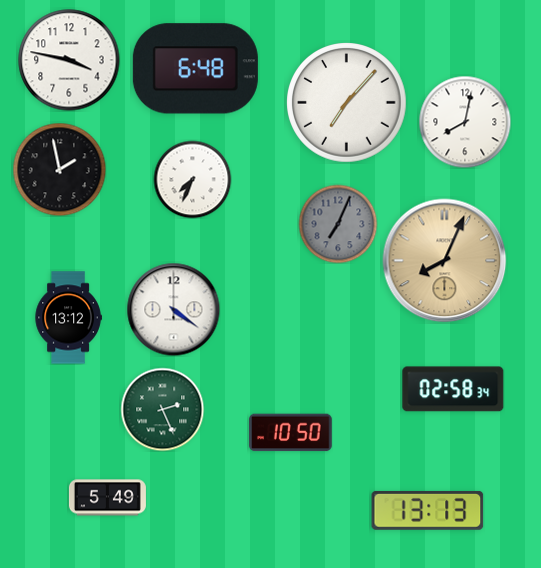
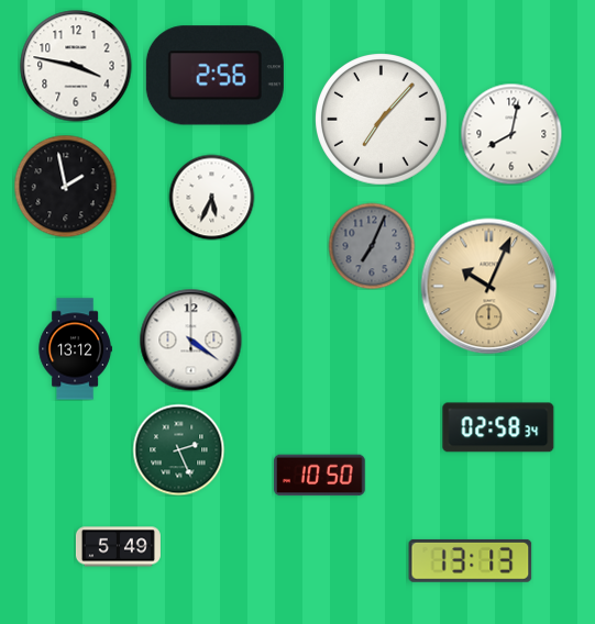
clock at (195, 69): 6:48 -> 2:56
clock at (347, 103) position: (347, 103) -> (382, 120)
clock at (192, 179): 7:34 -> 5:34
clock at (445, 261): 8:04 -> 10:04
